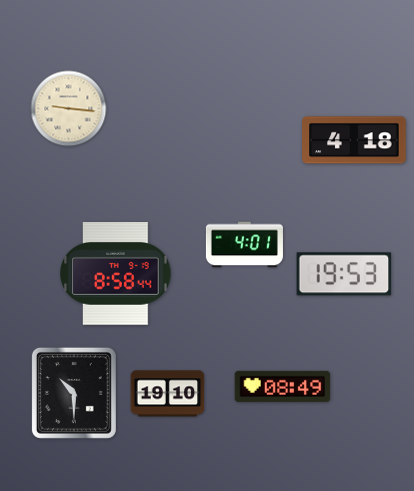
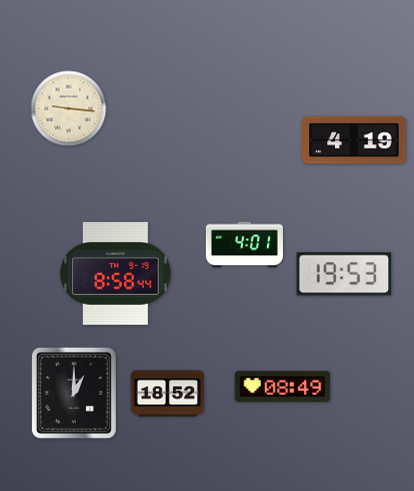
clock at (354, 140): 4:18 -> 4:19
clock at (74, 393): 10:30 -> 1:00
clock at (168, 394): 19:10 -> 18:52
